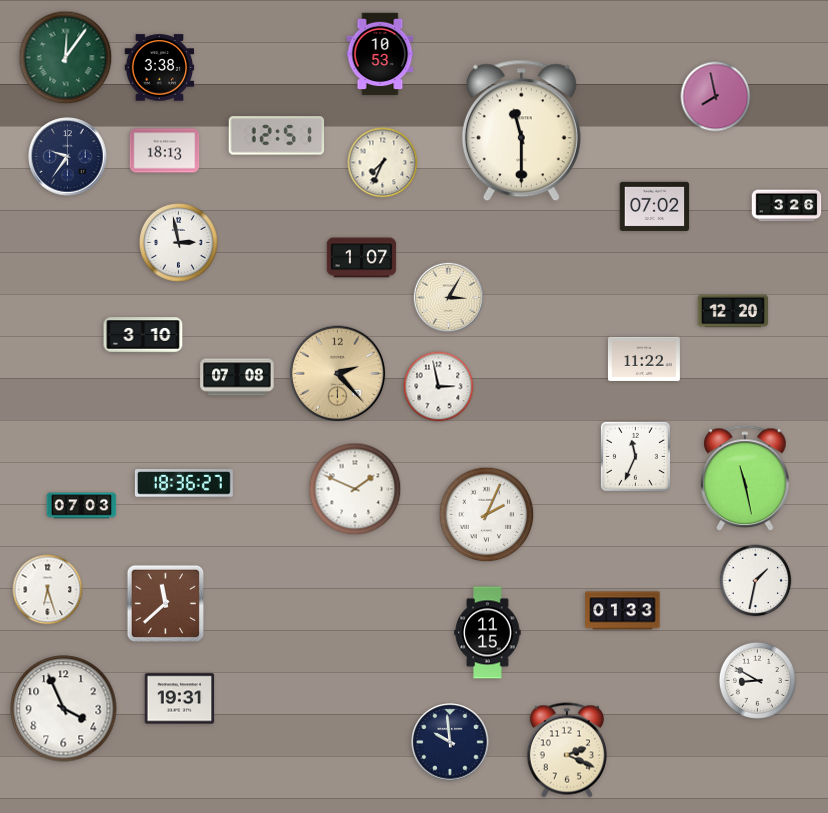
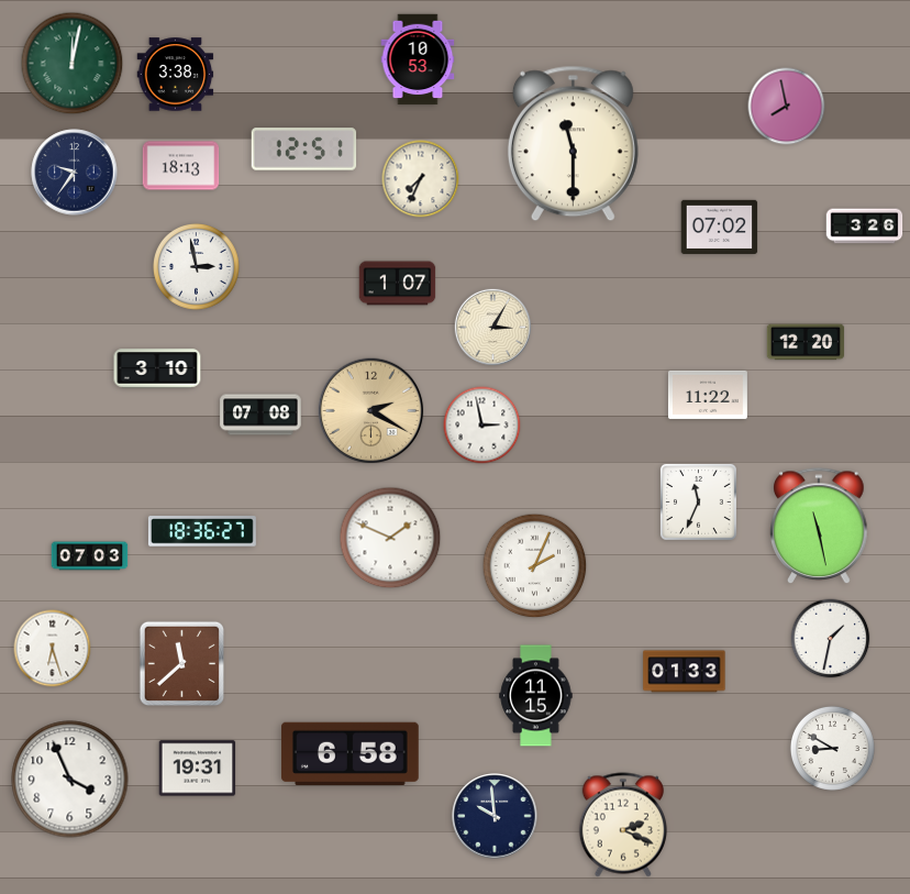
clock at (66, 58): 12:06 -> 12:02
clock at (338, 374): 2:23 -> 2:20
clock at (351, 753): none -> 6:58
